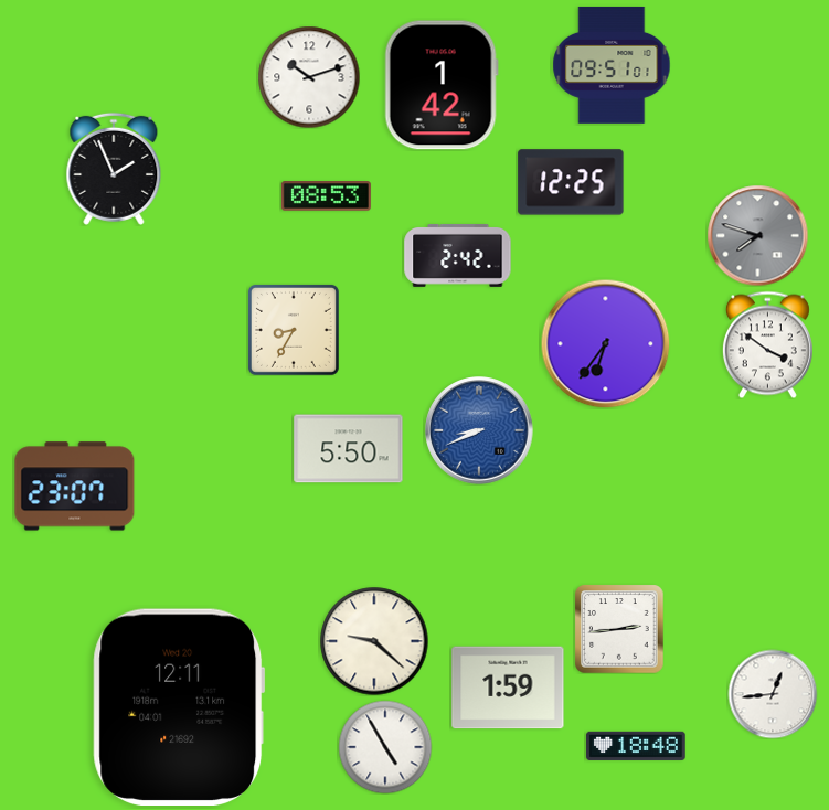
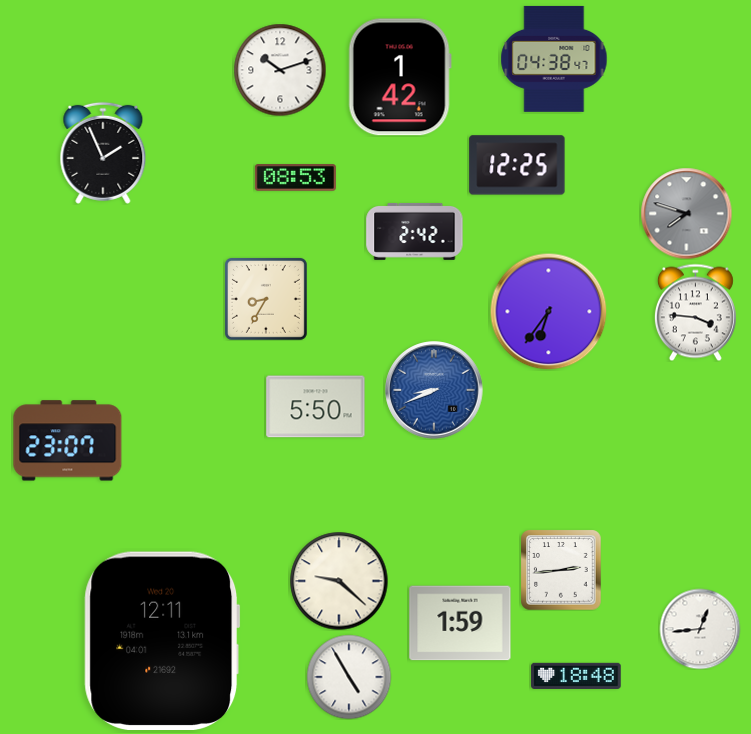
clock at (612, 65): 09:51 -> 04:38
clock at (767, 344): 3:51 -> 3:46
